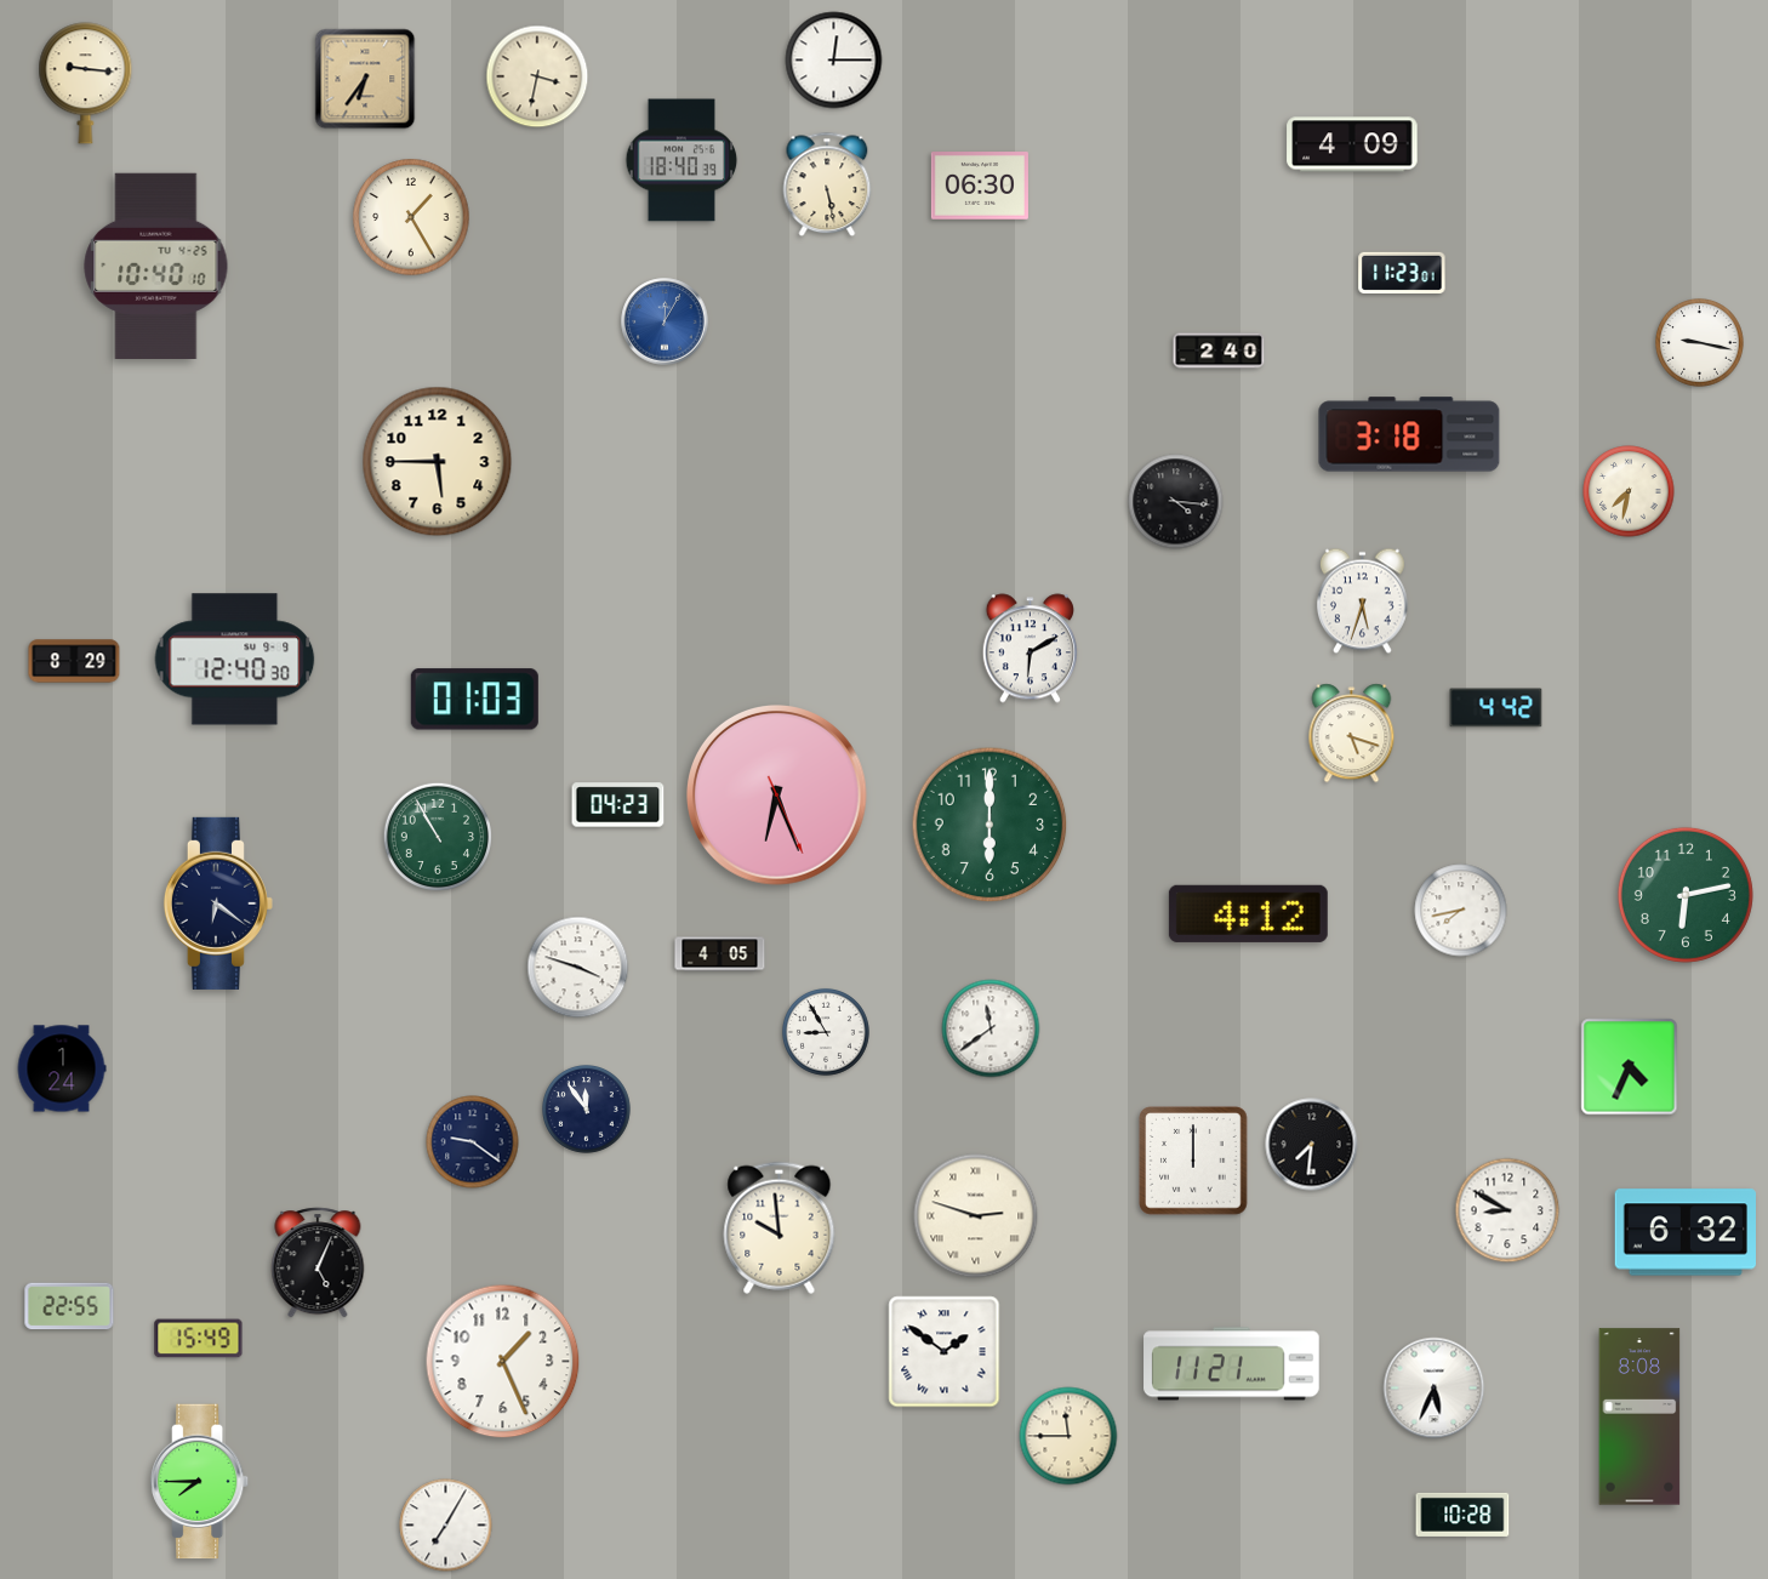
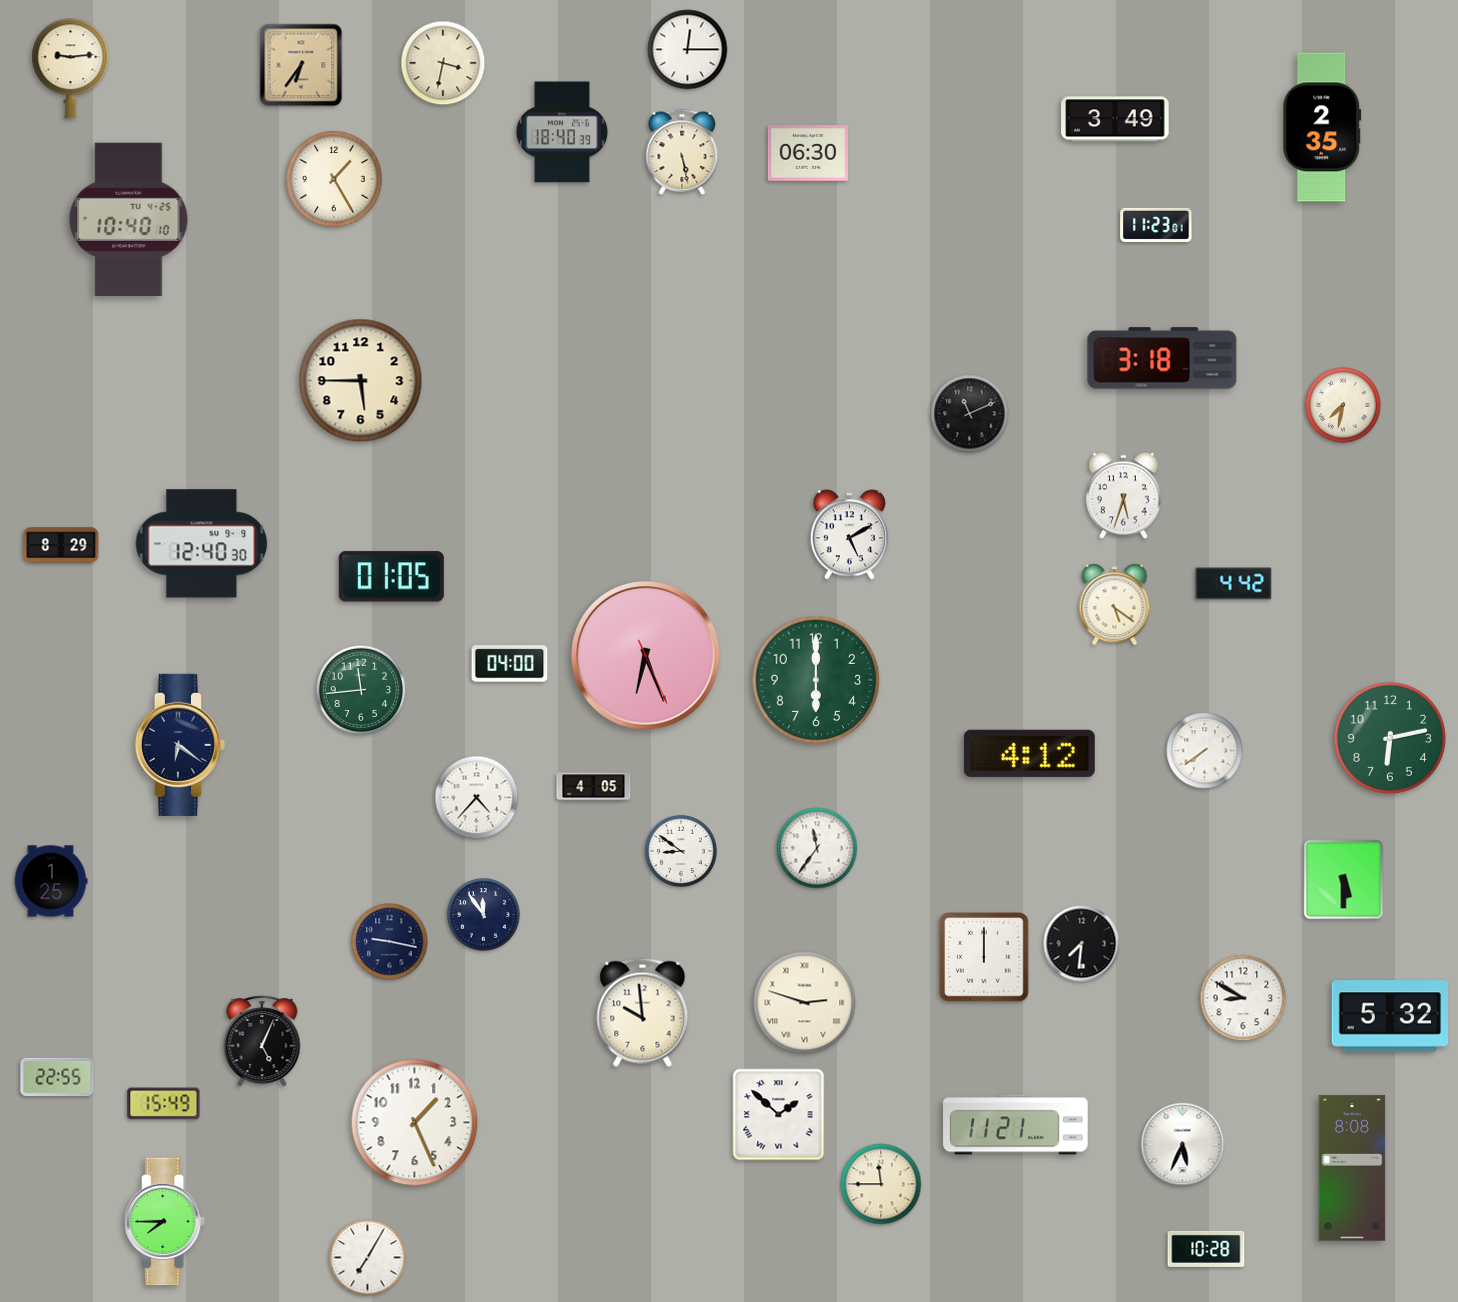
clock at (86, 84): 9:16 -> 9:14
clock at (1352, 144): 4:09 -> 3:49
clock at (1322, 127): none -> 2:35
clock at (411, 217) position: (411, 217) -> (334, 179)
clock at (665, 321): 12:05 -> none
clock at (1700, 343): 9:17 -> none
clock at (1219, 350): 2:40 -> none
clock at (1176, 502): 4:16 -> 11:11
clock at (1030, 649): 6:10 -> 5:10
clock at (235, 660) position: (235, 660) -> (202, 544)
clock at (474, 700): 01:03 -> 01:05
clock at (1352, 734): 5:18 -> 5:21
clock at (777, 796) position: (777, 796) -> (646, 656)
clock at (618, 805): 04:23 -> 04:00
clock at (437, 836): 10:55 -> 11:44
clock at (1461, 911): 7:43 -> 7:39
clock at (578, 968): 3:48 -> 4:37
clock at (991, 1028): 11:39 -> 11:36
clock at (826, 1032): 8:55 -> 8:51
clock at (1630, 1067): 4:34 -> 5:30
clock at (62, 1068): 1:24 -> 1:25
clock at (473, 1142): 9:21 -> 9:17
clock at (1684, 1232): 6:32 -> 5:32
clock at (945, 1352): 1:51 -> 1:52
